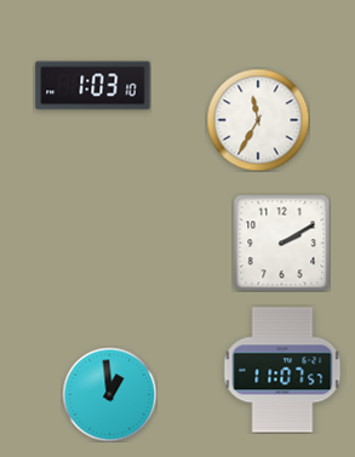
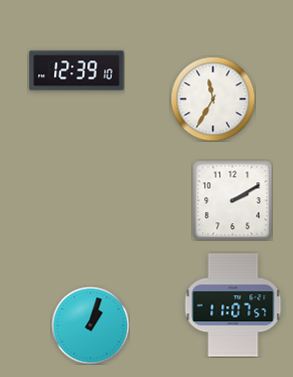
clock at (93, 86): 1:03 -> 12:39
clock at (109, 394): 12:59 -> 1:03
